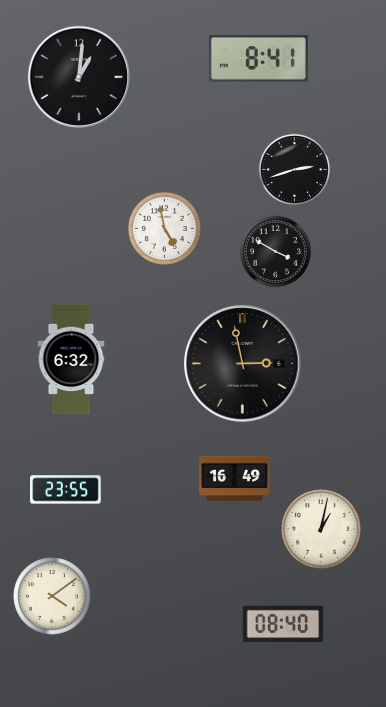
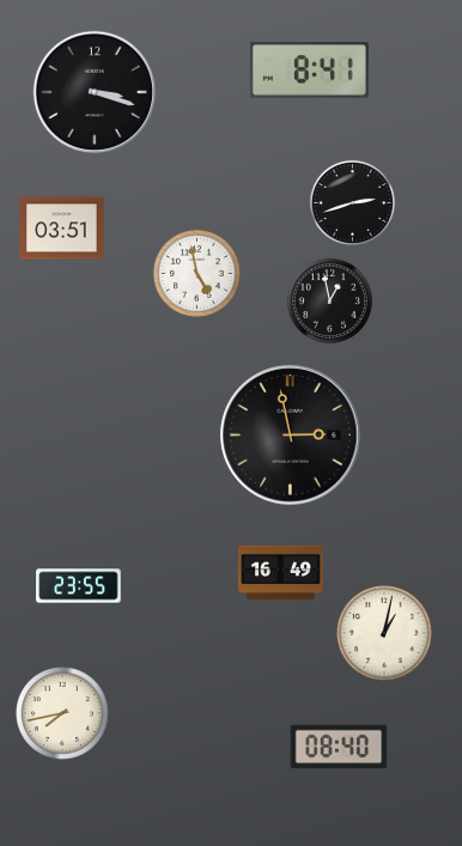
clock at (79, 77): 1:01 -> 3:18
clock at (62, 229): none -> 03:51
clock at (275, 251): 3:50 -> 12:58
clock at (71, 359): 6:32 -> none
clock at (52, 596): 4:09 -> 7:43
